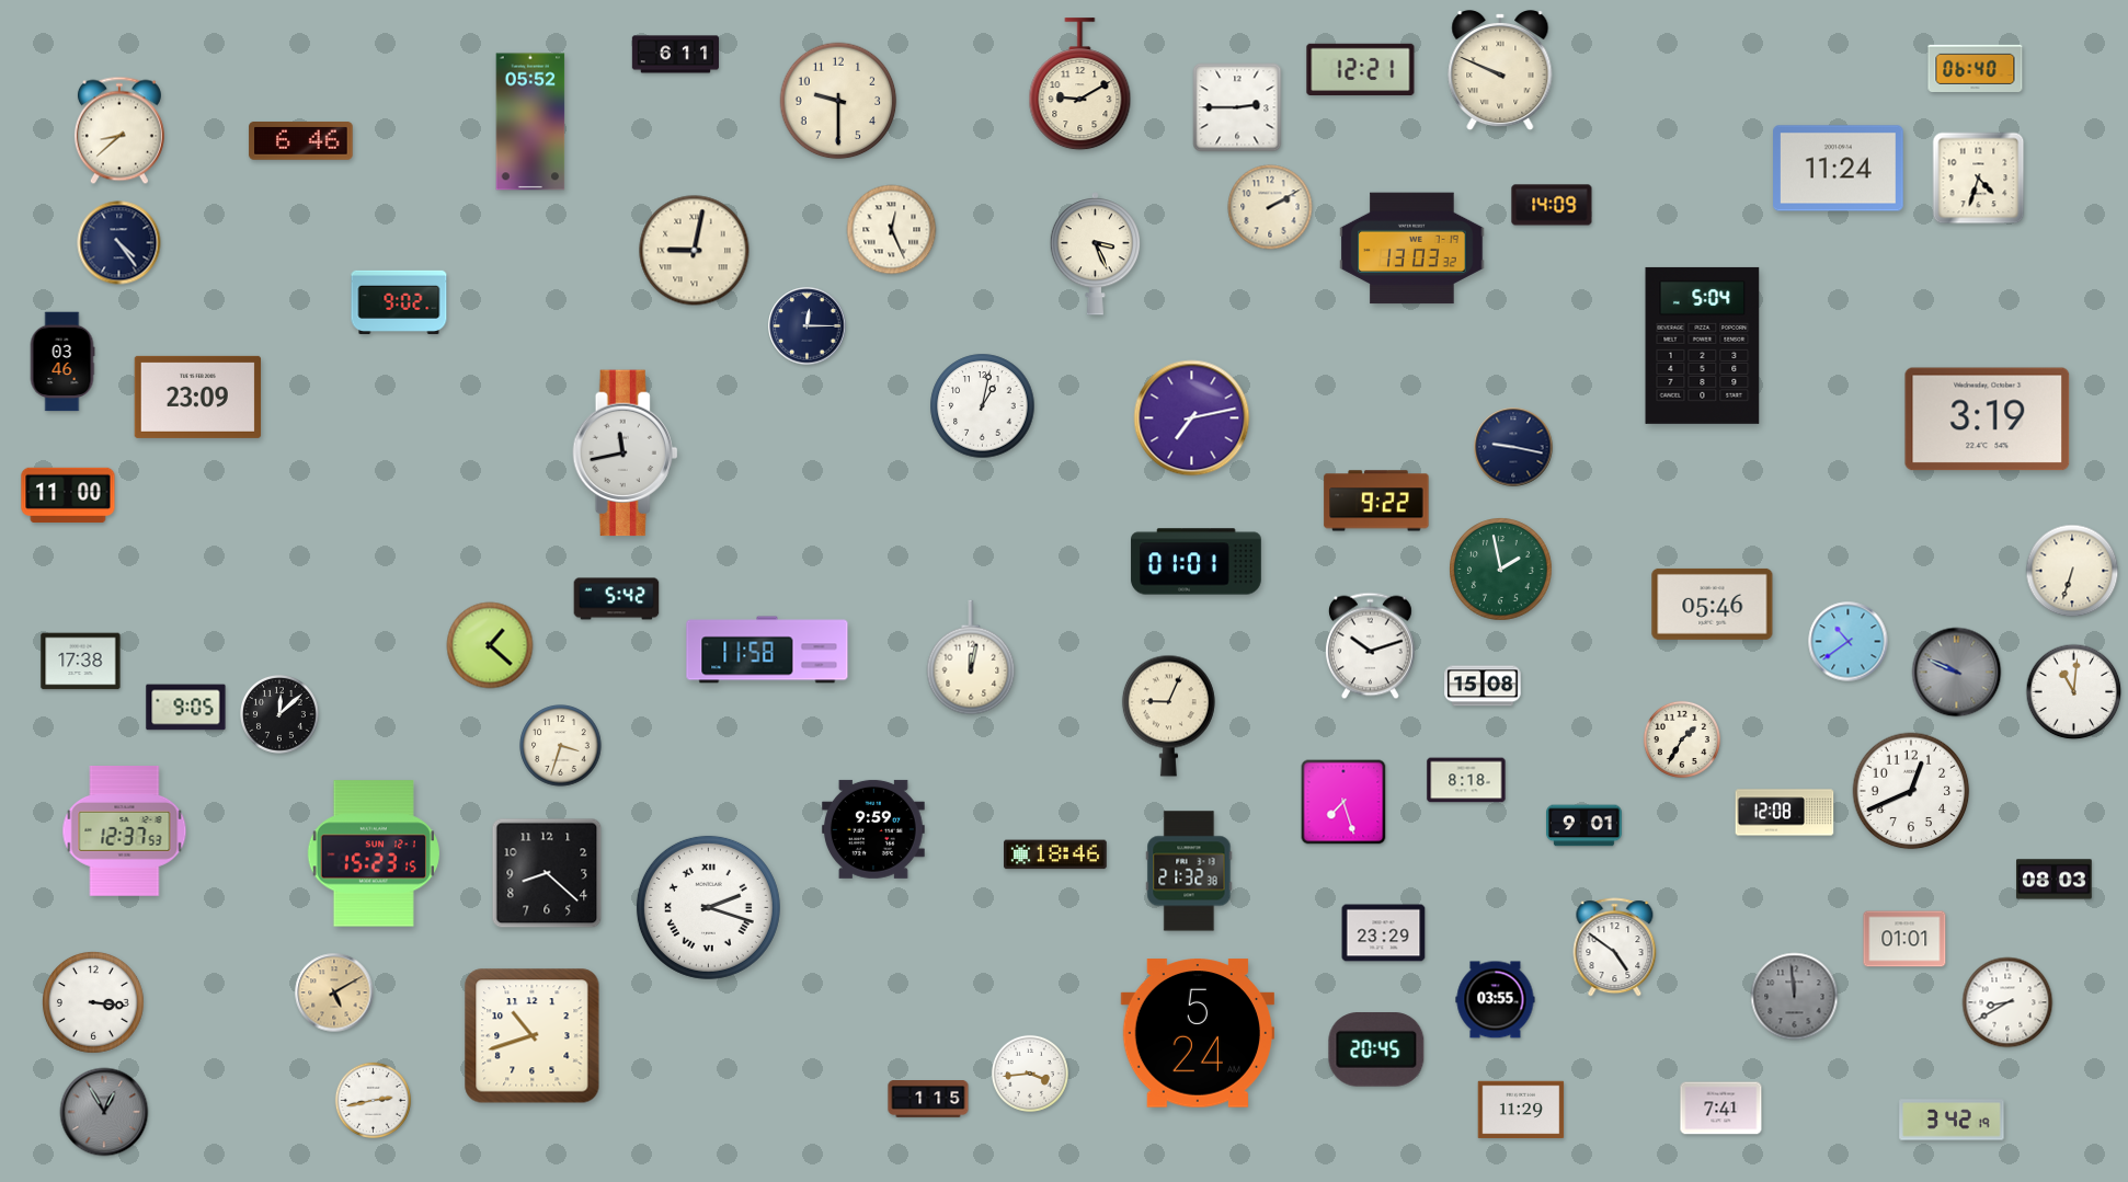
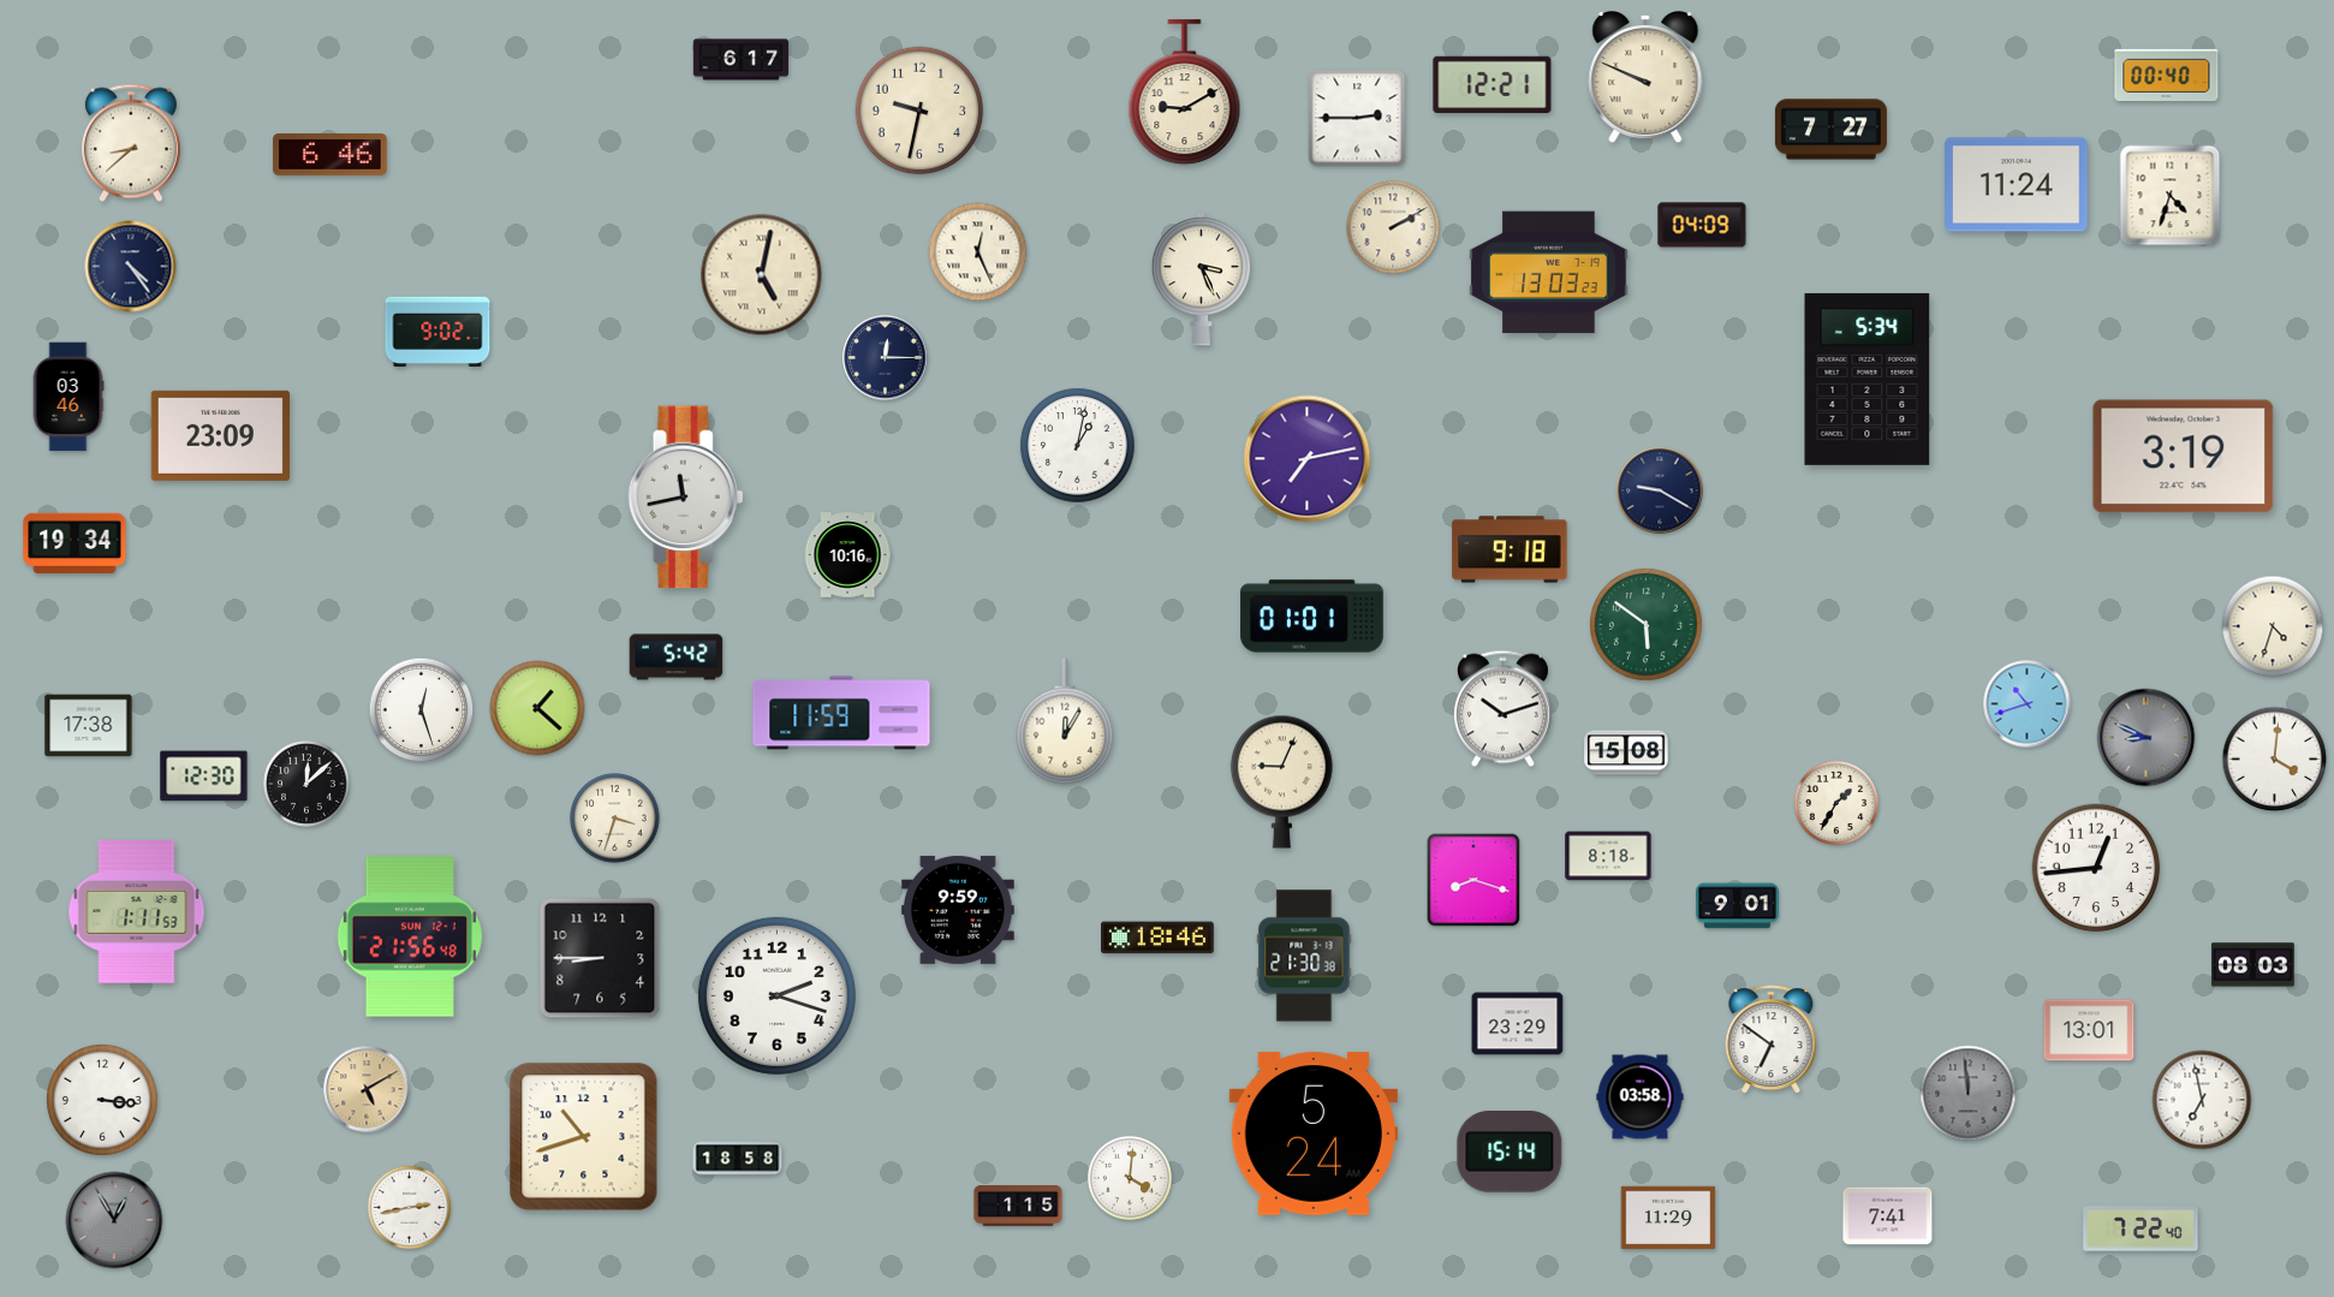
clock at (675, 55): 6:11 -> 6:17
clock at (1976, 69): 06:40 -> 00:40
clock at (1361, 70) position: (1361, 70) -> (1493, 85)
clock at (838, 101): 9:30 -> 9:32
clock at (1830, 130): none -> 7:27
clock at (530, 122): 05:52 -> none
clock at (1552, 205): 14:09 -> 04:09
clock at (1412, 249): 13:03:32 -> 13:03:23
clock at (695, 251): 9:02 -> 5:02
clock at (1703, 345): 5:04 -> 5:34
clock at (198, 397) position: (198, 397) -> (221, 435)
clock at (1988, 420) position: (1988, 420) -> (2184, 457)
clock at (1513, 447): 9:17 -> 9:20
clock at (68, 494): 11:00 -> 19:34
clock at (1376, 501): 9:22 -> 9:18
clock at (847, 555): none -> 10:16
clock at (1501, 570): 1:58 -> 5:51
clock at (2072, 571): 6:33 -> 4:33
clock at (1713, 604): 05:46 -> none
clock at (1849, 642): 10:39 -> 10:42
clock at (422, 710): none -> 12:27
clock at (767, 650): 11:58 -> 11:59
clock at (971, 657): 12:02 -> 12:05
clock at (1957, 673): 9:49 -> 8:49
clock at (2074, 692): 11:01 -> 4:01
clock at (186, 708): 9:05 -> 12:30
clock at (1168, 715) position: (1168, 715) -> (1281, 781)
clock at (1682, 739) position: (1682, 739) -> (1836, 803)
clock at (1911, 791): 12:41 -> 12:44
clock at (1343, 802): 7:27 -> 8:18
clock at (1785, 813): 12:08 -> none
clock at (125, 831): 12:37 -> 1:11
clock at (374, 853): 15:23 -> 21:56
clock at (1189, 871): 21:32 -> 21:30
clock at (547, 873): 8:22 -> 8:45
clock at (708, 907) numerals: Roman -> Arabic
clock at (1904, 939): 01:01 -> 13:01
clock at (1615, 948): 4:51 -> 6:51
clock at (1496, 1000): 03:55 -> 03:58
clock at (2007, 1002): 8:40 -> 6:58
clock at (1376, 1051): 20:45 -> 15:14
clock at (738, 1159): none -> 18:58
clock at (1030, 1074): 3:44 -> 4:01
clock at (1952, 1120): 3:42 -> 7:22
